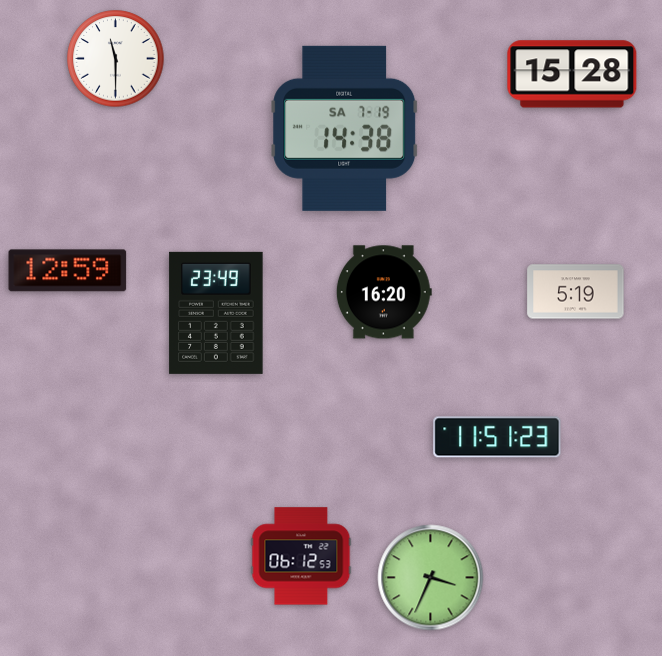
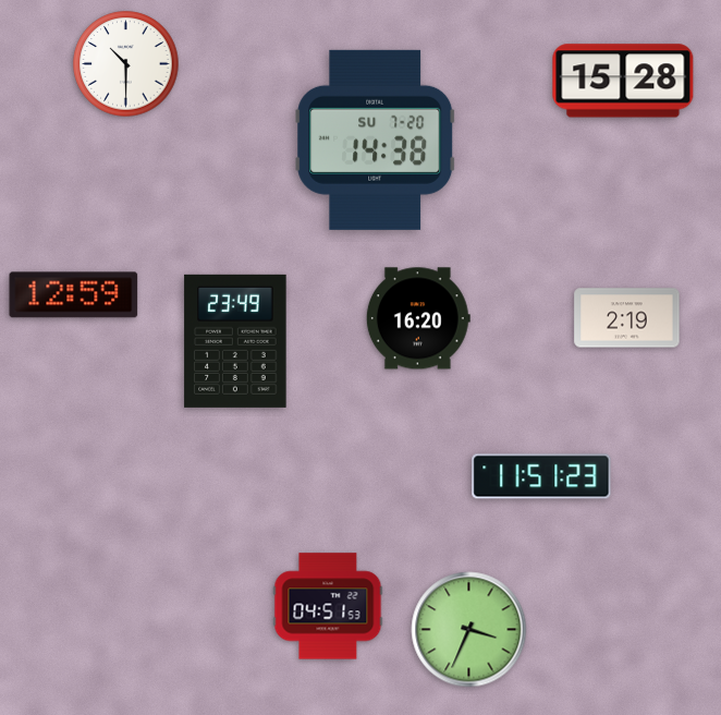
clock at (116, 59): 11:30 -> 10:30
clock at (345, 128) date: SA 7-19 -> SU 7-20
clock at (576, 292): 5:19 -> 2:19
clock at (301, 556): 06:12 -> 04:51
